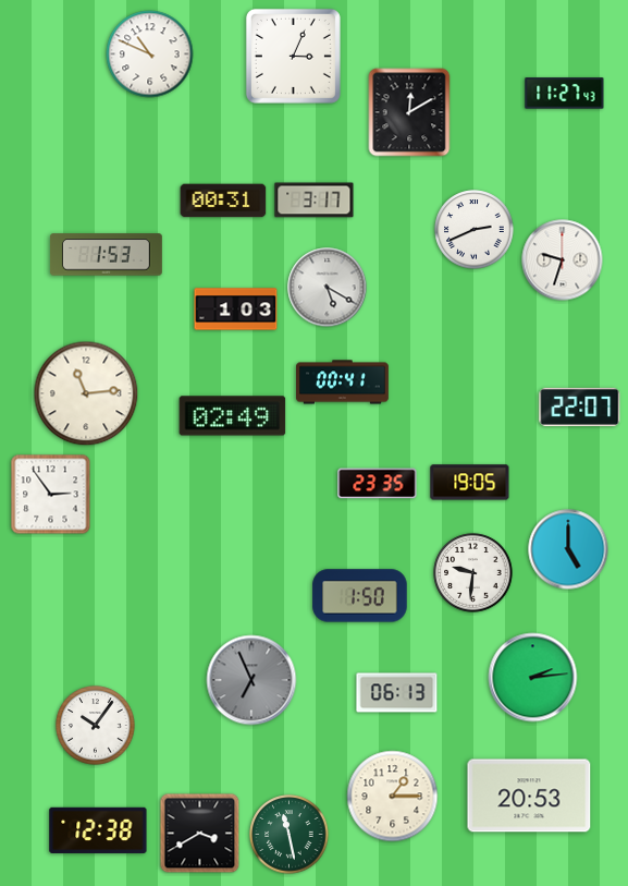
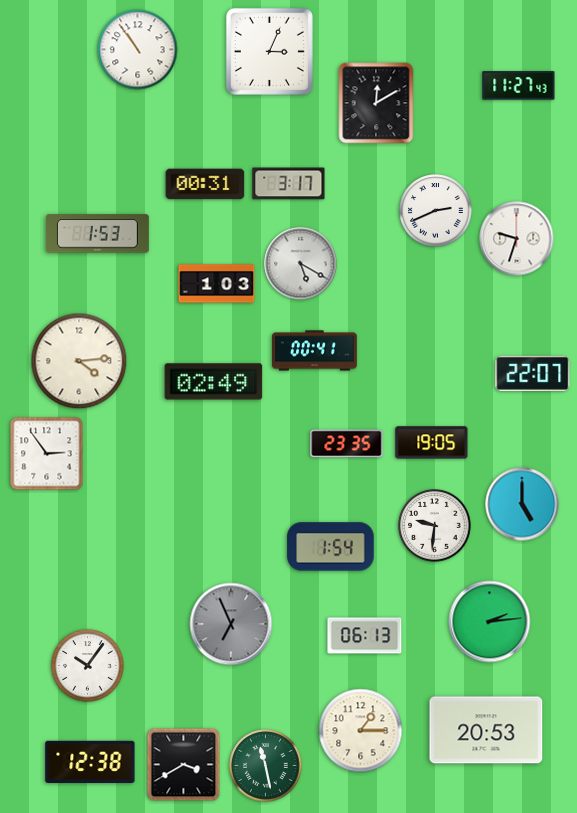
clock at (150, 54): 10:49 -> 10:54
clock at (86, 393): 11:14 -> 4:14
clock at (360, 596): 1:50 -> 1:54
